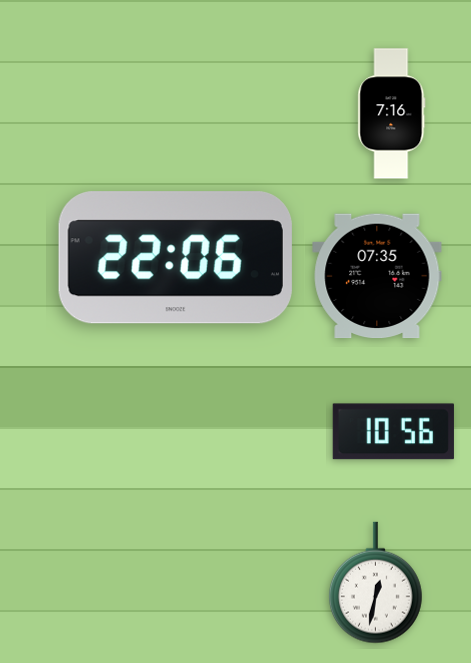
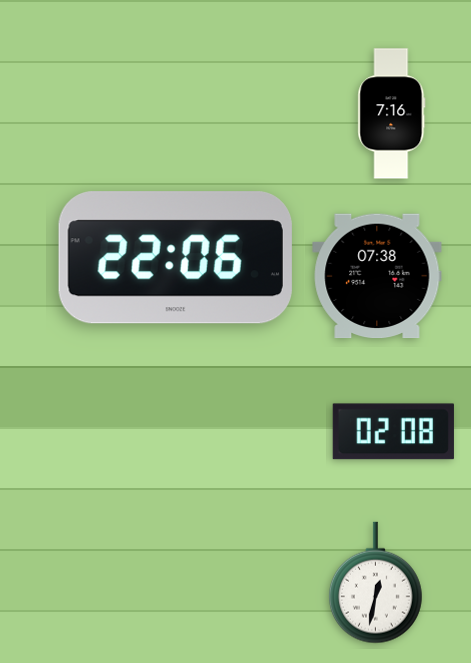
clock at (377, 276): 07:35 -> 07:38
clock at (393, 432): 10:56 -> 02:08
